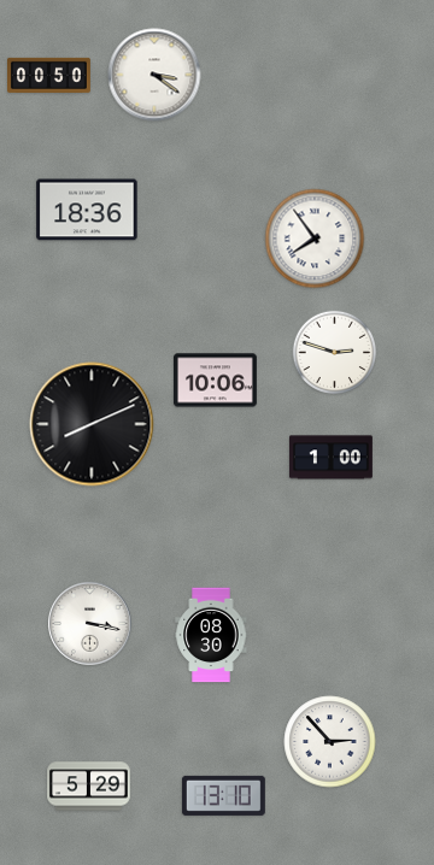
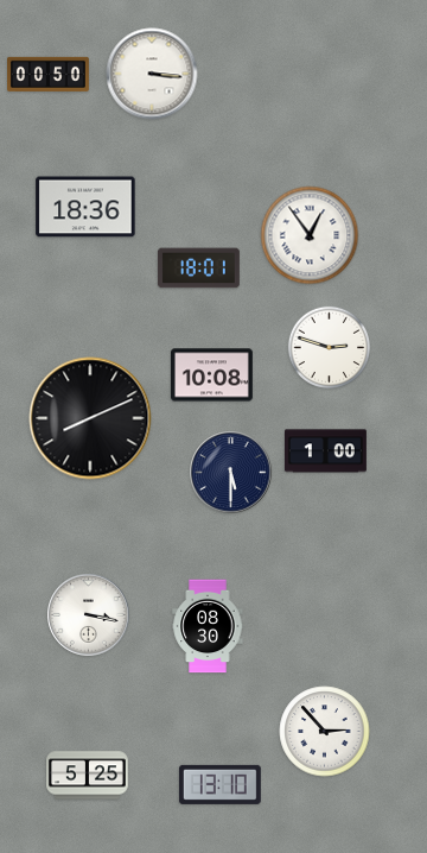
clock at (154, 75): 3:21 -> 3:16
clock at (315, 239): 7:54 -> 12:54
clock at (198, 268): none -> 18:01
clock at (215, 381): 10:06 -> 10:08
clock at (231, 473): none -> 5:30
clock at (89, 787): 5:29 -> 5:25
